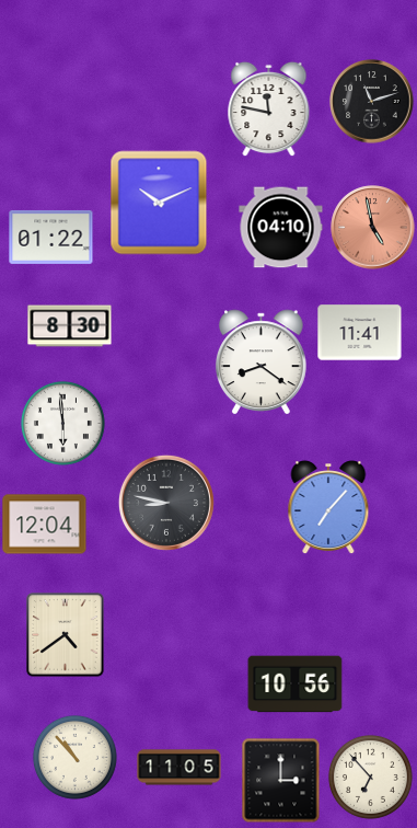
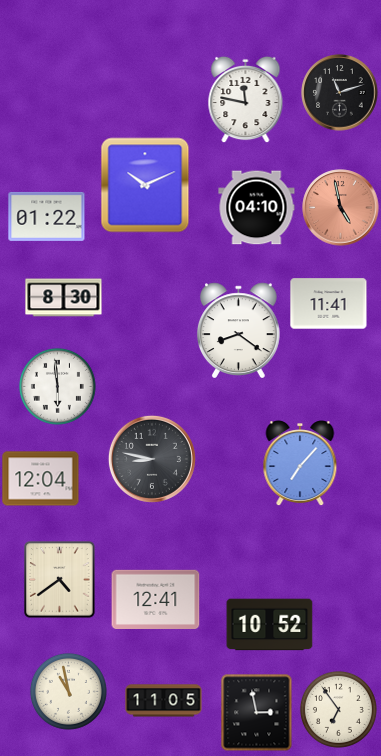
clock at (156, 599): none -> 12:41
clock at (296, 685): 10:56 -> 10:52
clock at (74, 757): 10:53 -> 10:58
clock at (370, 777): 6:53 -> 6:54
clock at (281, 780): 3:00 -> 2:58
